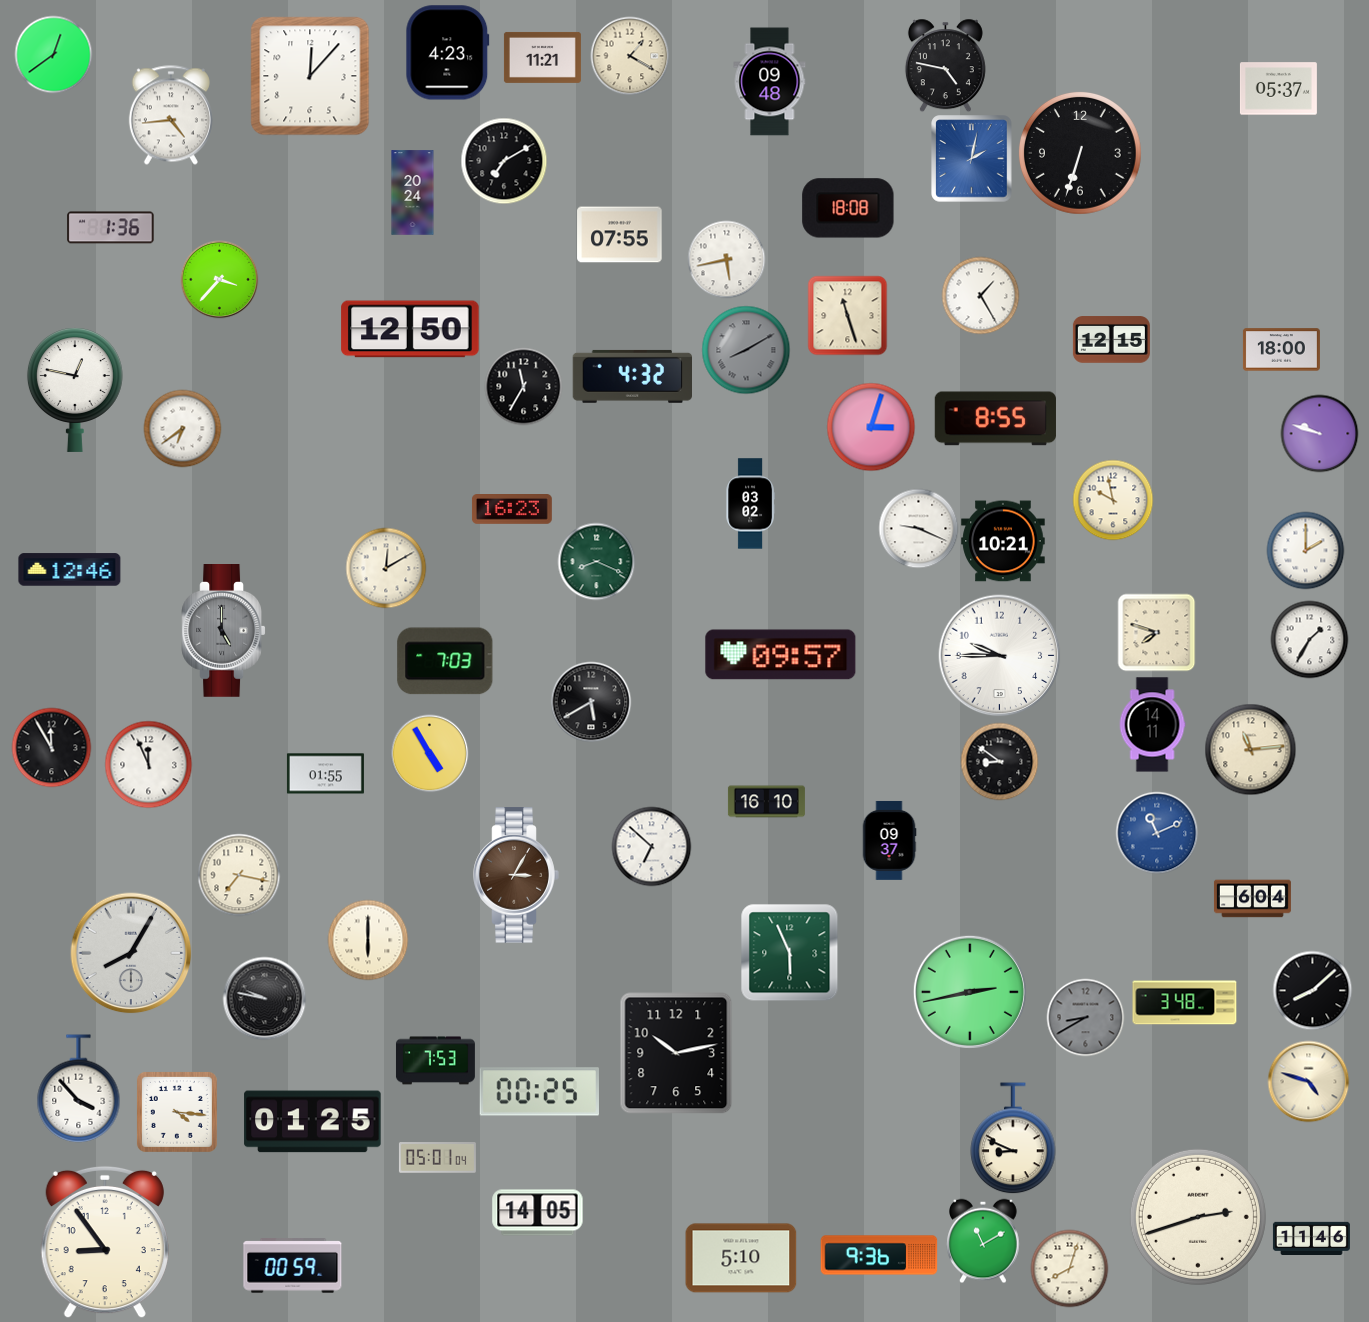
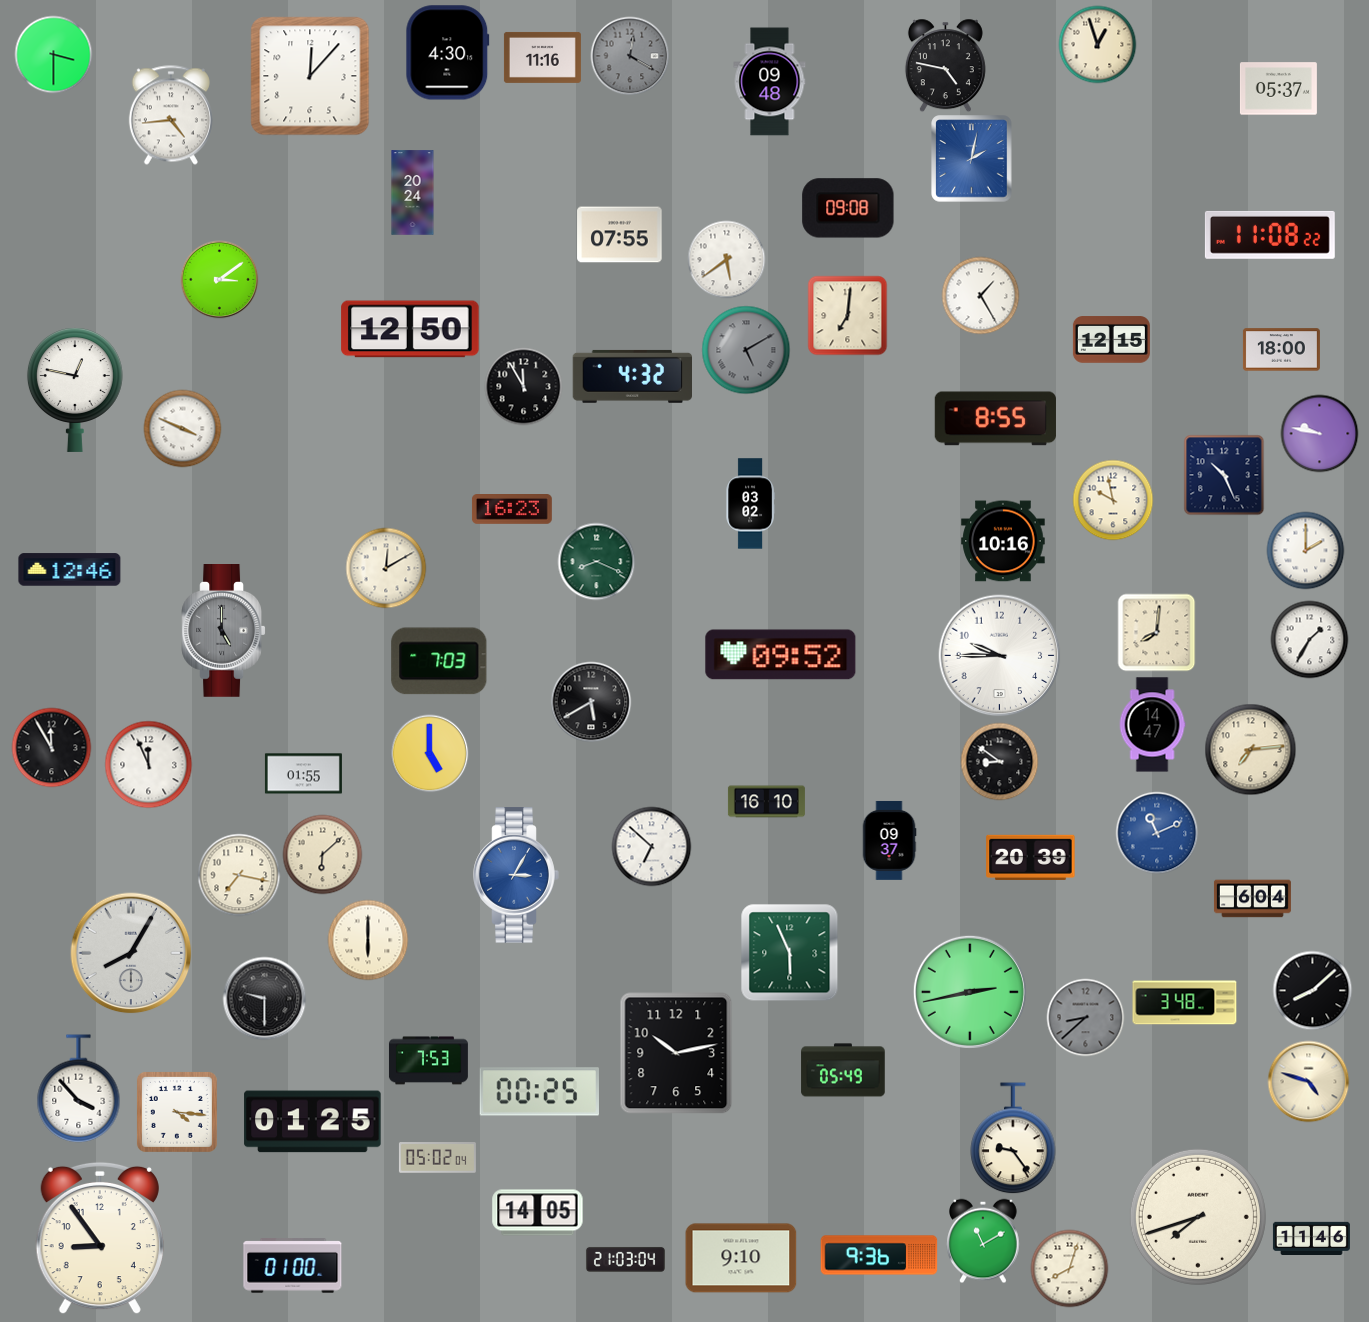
clock at (1097, 44): none -> 12:57
clock at (448, 53): 4:23 -> 4:30
clock at (53, 54): 12:39 -> 3:30
clock at (630, 56): 1:20 -> 12:20
clock at (630, 56) dial: cream -> grey
clock at (542, 57): 11:21 -> 11:16
clock at (1080, 153): 6:33 -> none
clock at (504, 161): 7:10 -> none
clock at (848, 208): 18:08 -> 09:08
clock at (111, 228): 1:36 -> none
clock at (1270, 235): none -> 11:08
clock at (726, 259): 5:43 -> 5:39
clock at (219, 279): 3:37 -> 3:09
clock at (847, 315): 11:27 -> 7:01
clock at (746, 350): 8:10 -> 5:10
clock at (523, 386): 11:35 -> 11:55
clock at (871, 427): 3:03 -> none
clock at (182, 428): 6:39 -> 3:49
clock at (1319, 433): 9:48 -> 9:47
clock at (1224, 475): none -> 10:26
clock at (918, 528): 9:19 -> none
clock at (1003, 541): 10:21 -> 10:16
clock at (1156, 632): 7:48 -> 8:01
clock at (781, 655): 09:57 -> 09:52
clock at (445, 661) position: (445, 661) -> (439, 661)
clock at (1152, 725): 14:11 -> 14:47
clock at (1250, 749): 11:14 -> 7:14
clock at (429, 753): 4:55 -> 5:00
clock at (325, 774) position: (325, 774) -> (303, 774)
clock at (322, 854): none -> 6:08
clock at (1031, 857): none -> 20:39
clock at (516, 875) dial: brown -> blue
clock at (264, 998): 9:47 -> 9:30
clock at (1085, 1017): 8:40 -> 8:38
clock at (435, 1061) position: (435, 1061) -> (428, 1061)
clock at (843, 1070): none -> 05:49
clock at (1013, 1138): 8:49 -> 9:24
clock at (437, 1158): 05:01 -> 05:02
clock at (1198, 1217): 2:42 -> 7:42
clock at (105, 1242) position: (105, 1242) -> (100, 1238)
clock at (741, 1258): 5:10 -> 9:10
clock at (625, 1259): none -> 21:03
clock at (293, 1266): 00:59 -> 01:00
